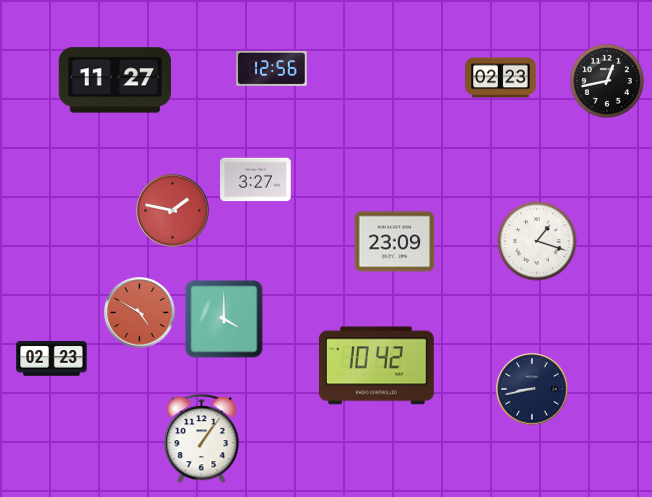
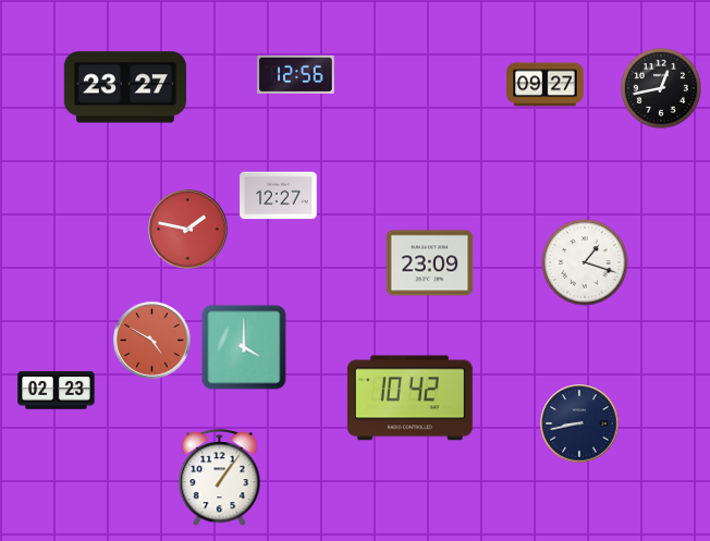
clock at (501, 78): 02:23 -> 09:27
clock at (115, 80): 11:27 -> 23:27
clock at (256, 180): 3:27 -> 12:27
